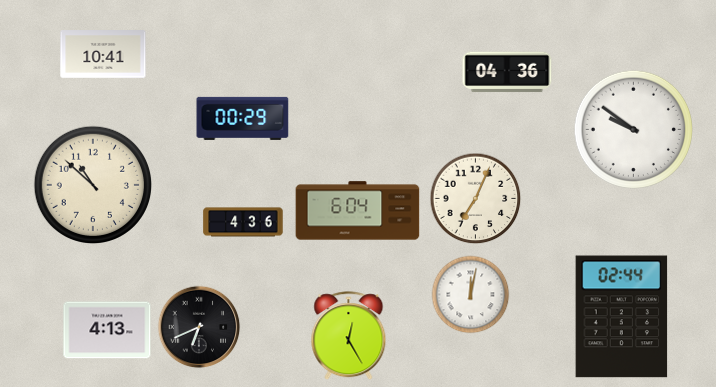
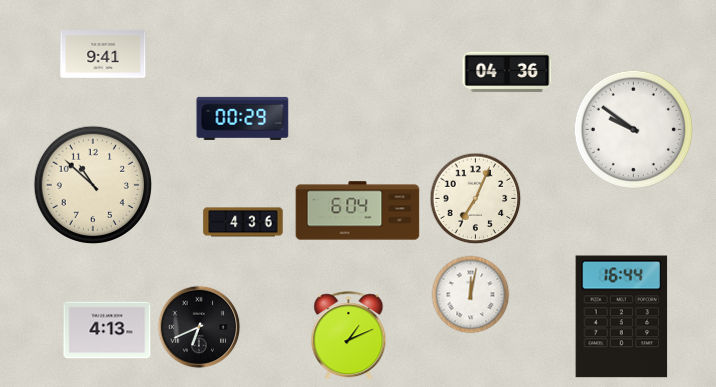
clock at (103, 54): 10:41 -> 9:41
clock at (622, 317): 02:44 -> 16:44
clock at (349, 336): 12:25 -> 1:11
